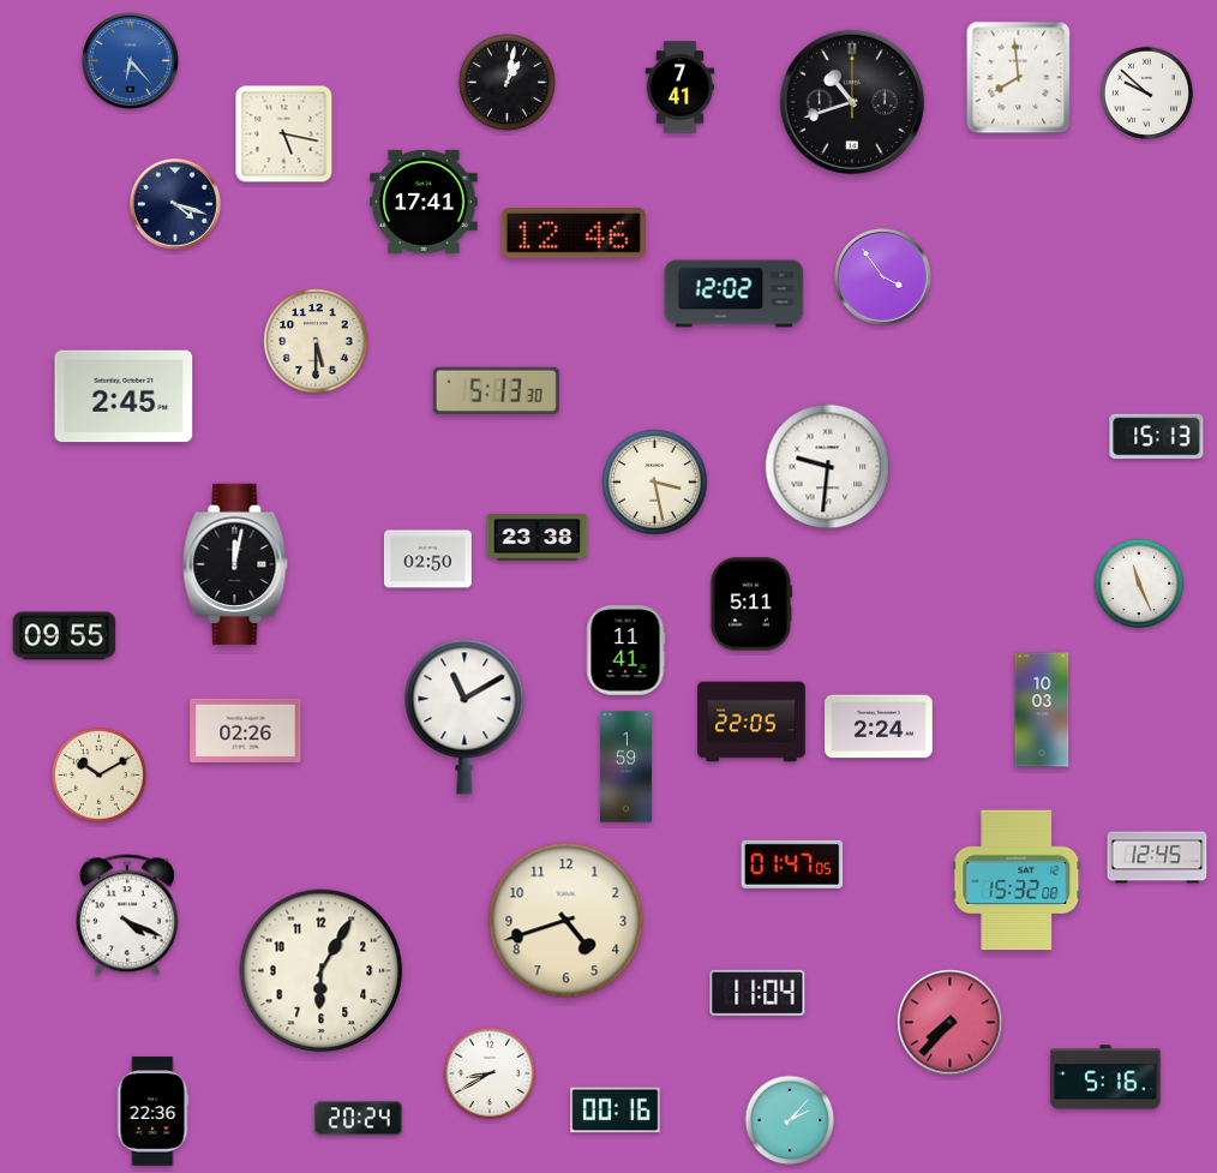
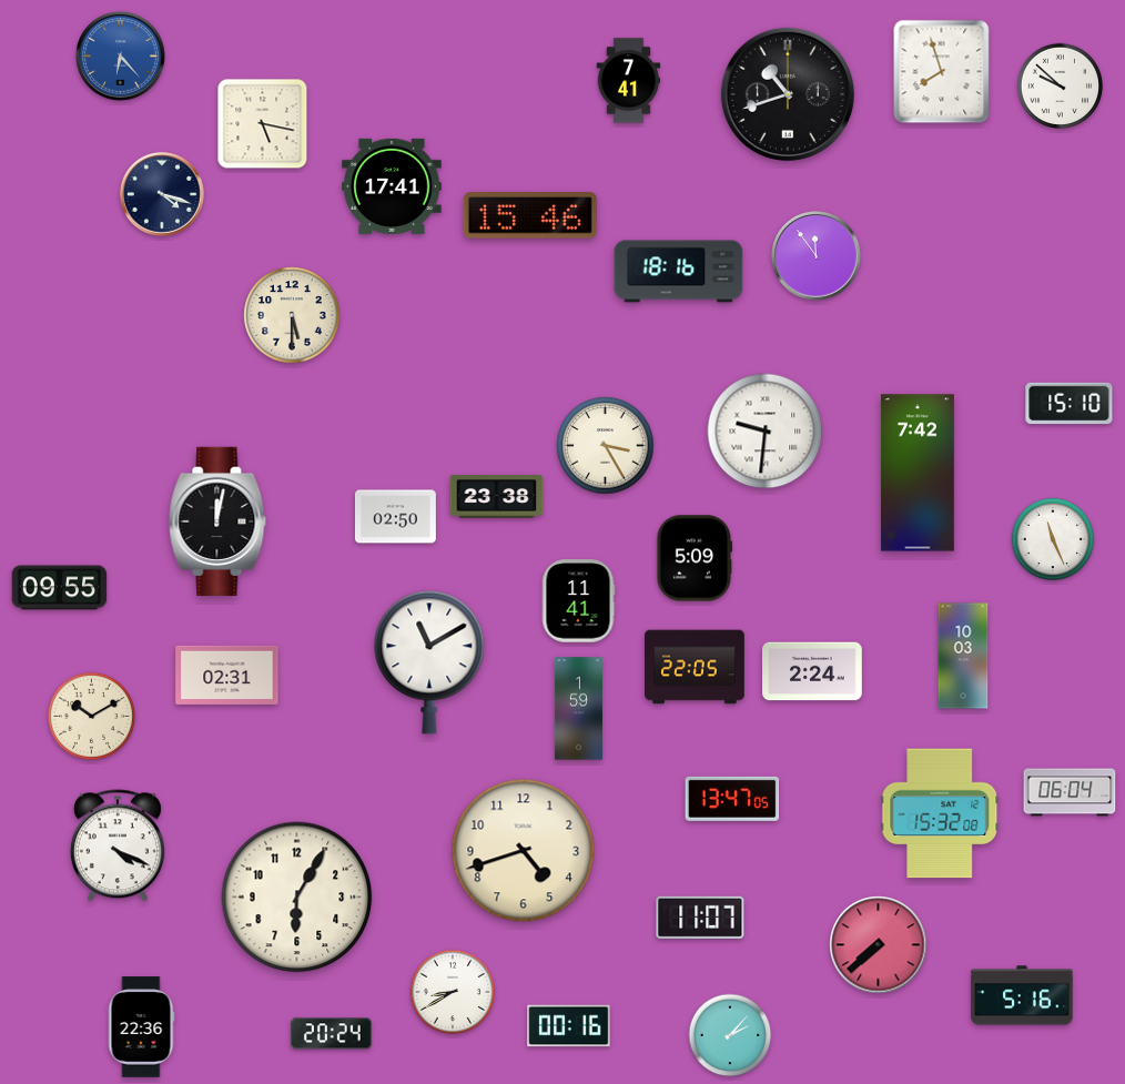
clock at (1019, 78): 7:59 -> 7:57
clock at (506, 82): 1:02 -> none
clock at (175, 204) position: (175, 204) -> (162, 194)
clock at (574, 233): 12:46 -> 15:46
clock at (883, 277): 3:54 -> 11:54
clock at (735, 294): 12:02 -> 18:16
clock at (496, 390): 5:13 -> none
clock at (124, 396): 2:45 -> none
clock at (1157, 437): 15:13 -> 15:10
clock at (655, 483): 3:28 -> 3:25
clock at (918, 473): none -> 7:42
clock at (750, 604): 5:11 -> 5:09
clock at (246, 730): 02:26 -> 02:31
clock at (1157, 857): 12:45 -> 06:04
clock at (792, 864): 01:47 -> 13:47
clock at (757, 993): 11:04 -> 11:07
clock at (951, 1023): 7:37 -> 7:38
